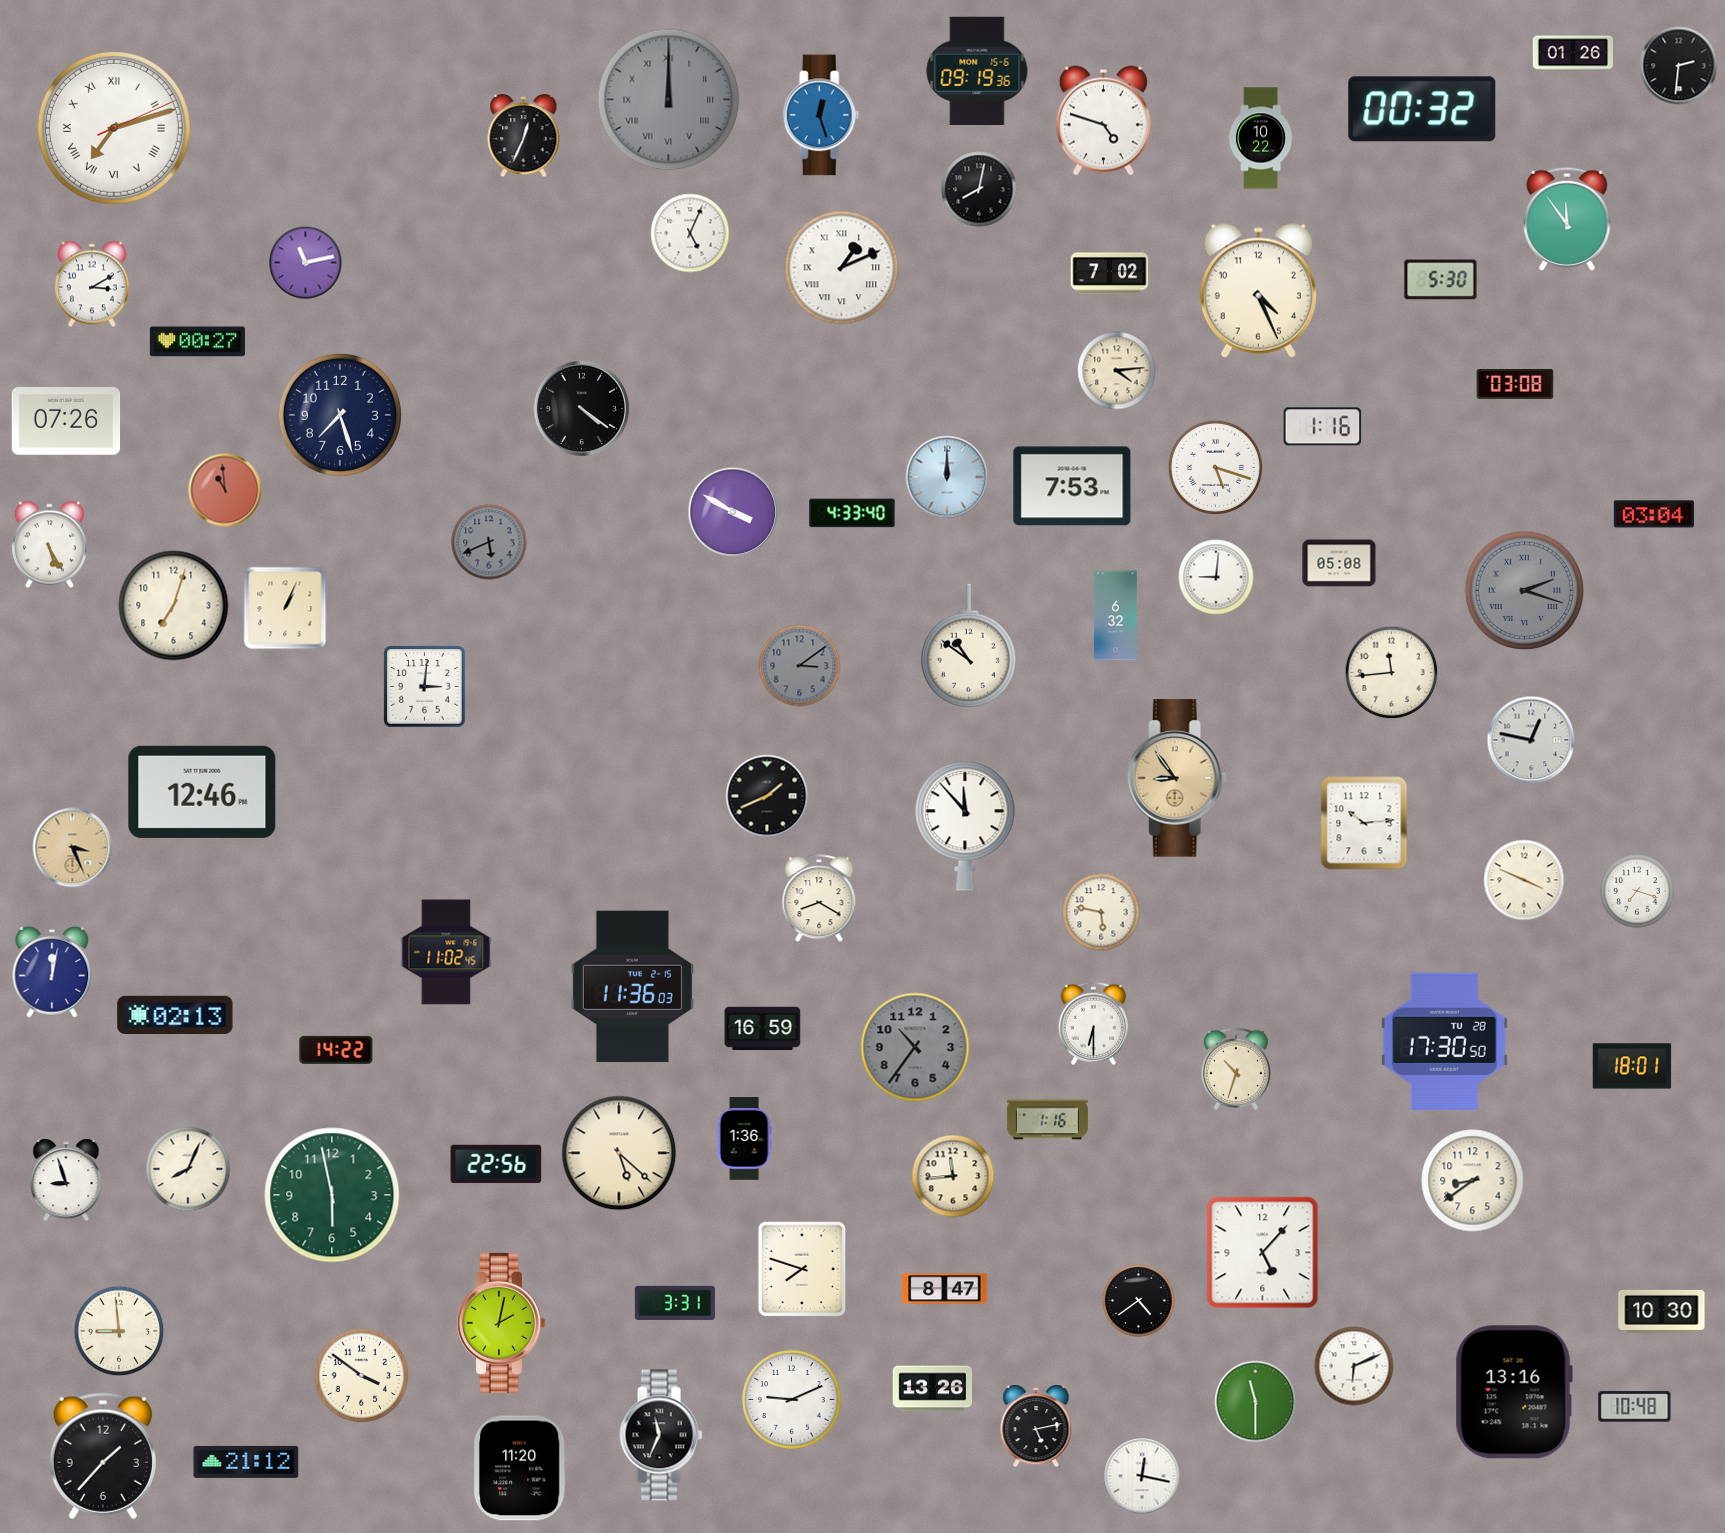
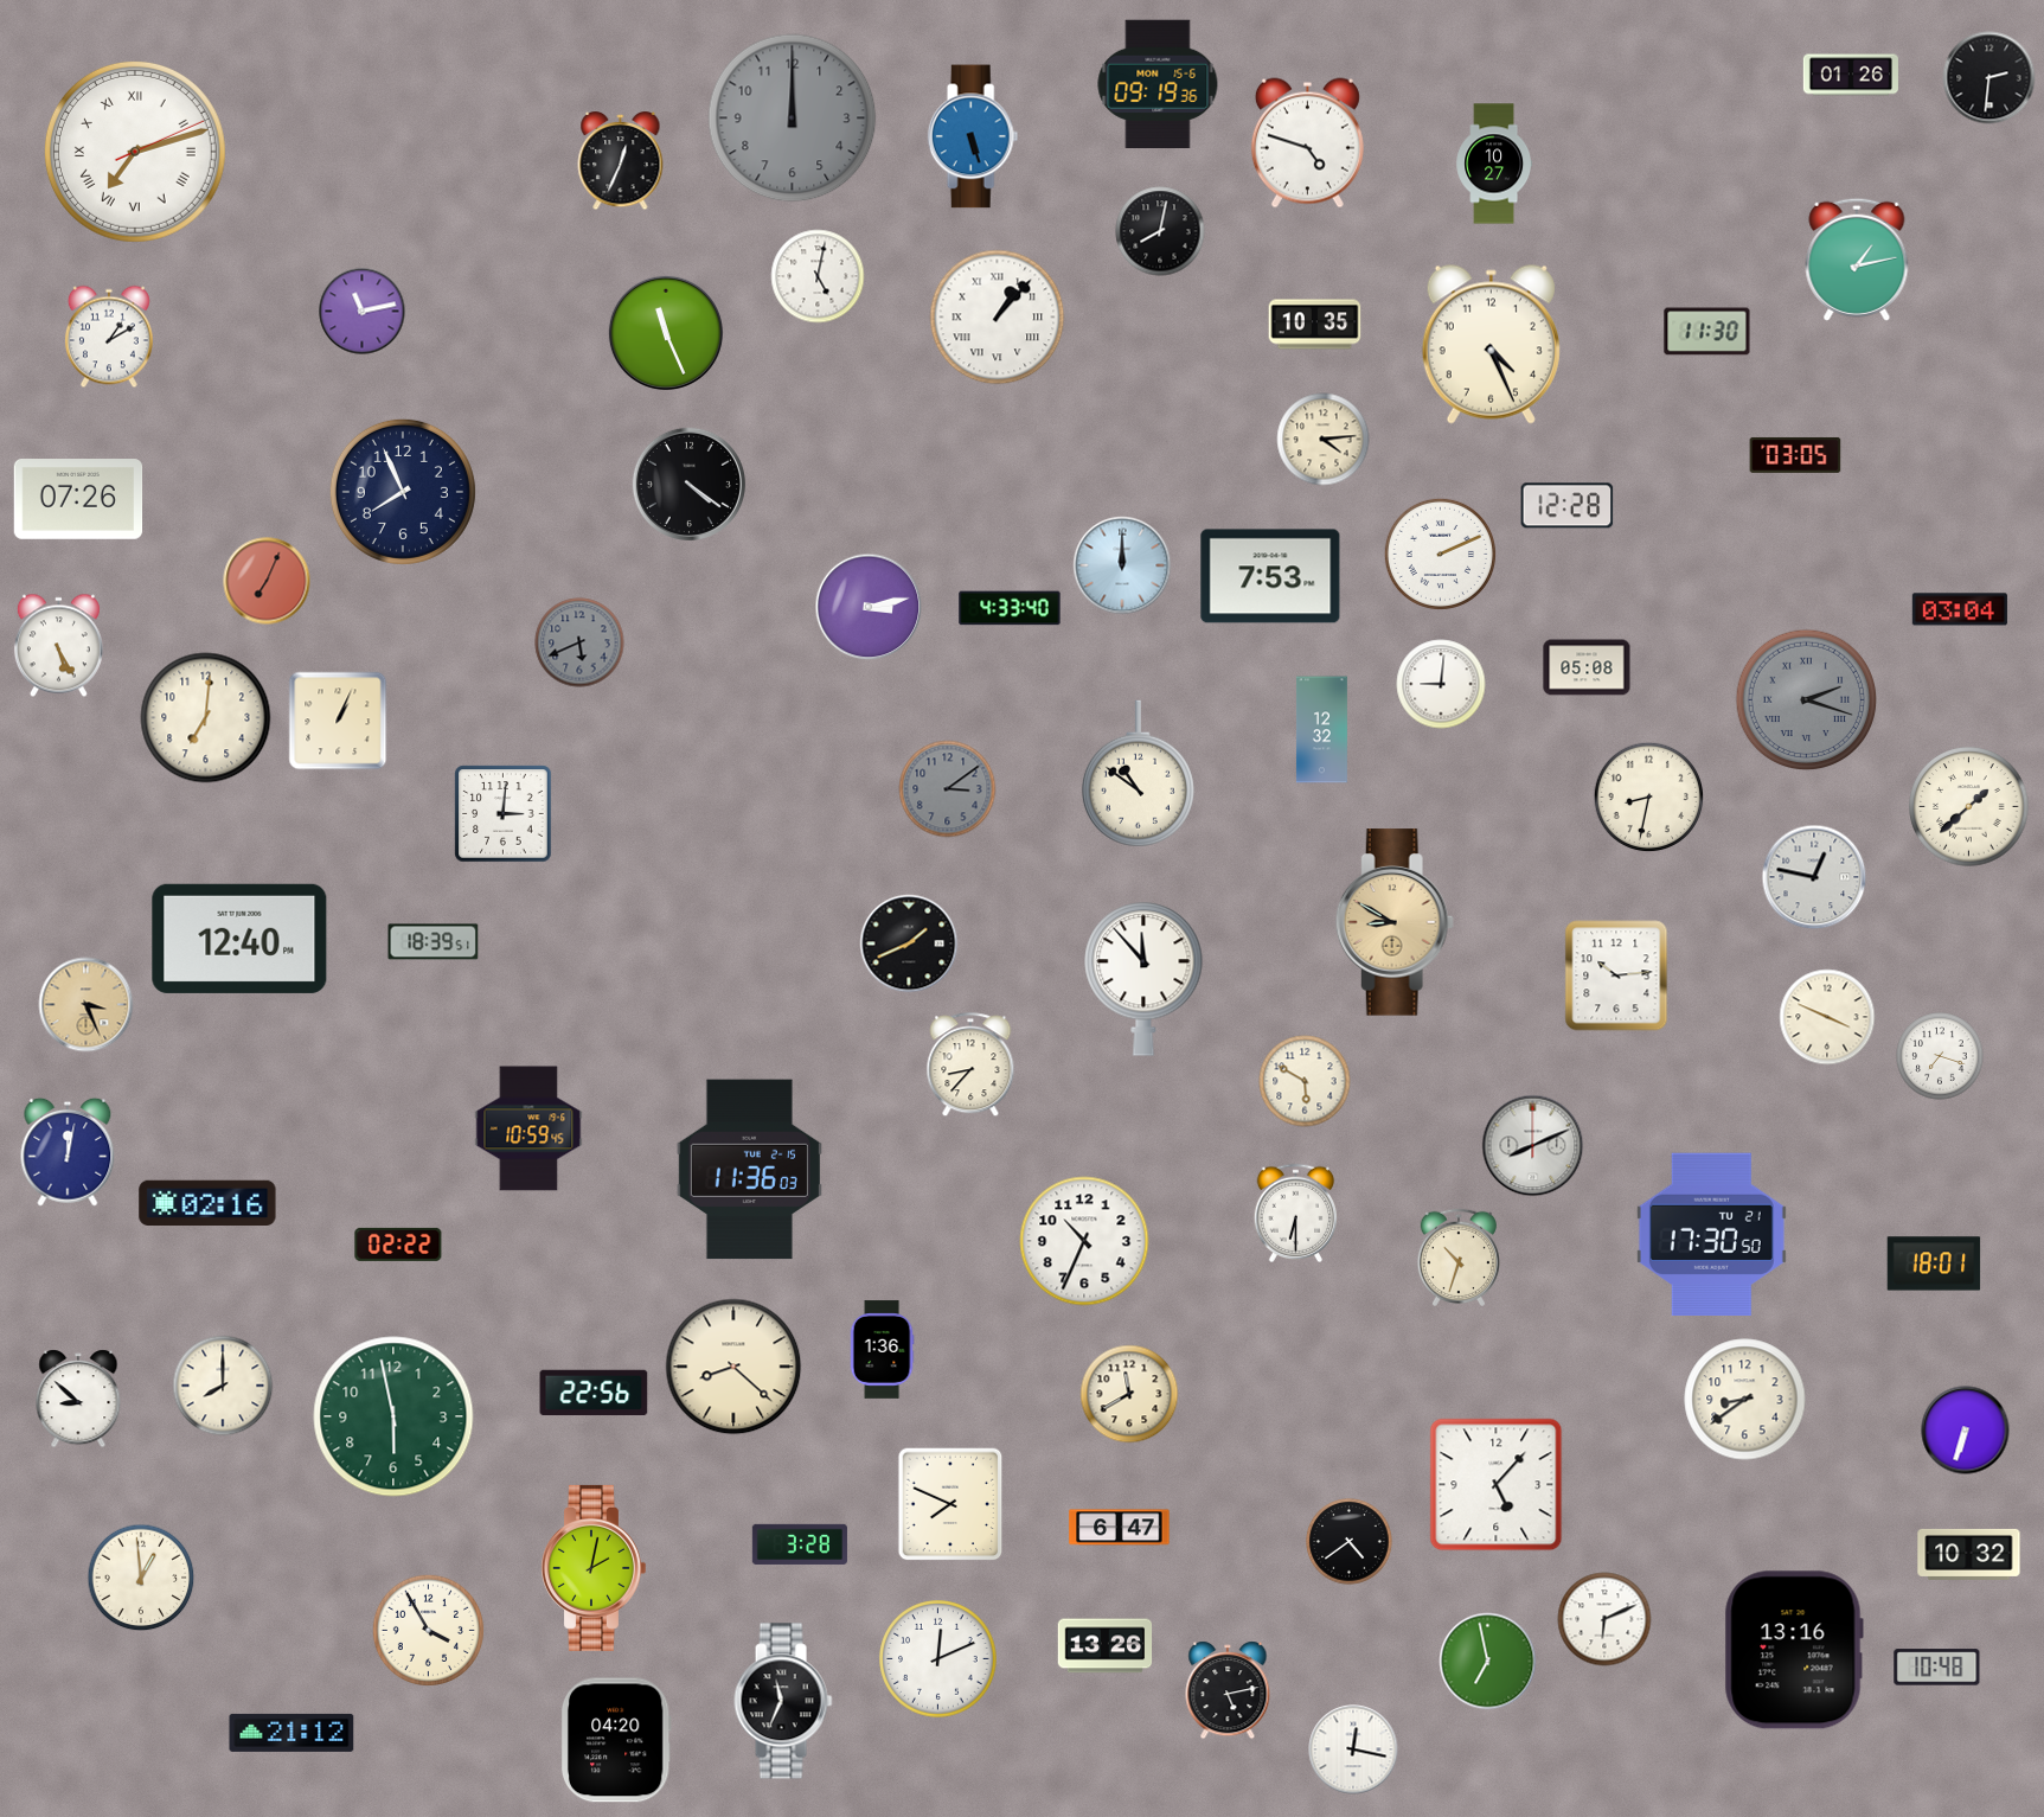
clock at (1573, 53) position: (1573, 53) -> (1851, 75)
clock at (669, 100) numerals: Roman -> Arabic
clock at (1422, 109): 00:32 -> none
clock at (821, 115): 12:27 -> 5:27
clock at (1261, 138): 10:22 -> 10:27
clock at (979, 189) position: (979, 189) -> (1160, 231)
clock at (1567, 219): 11:54 -> 1:13
clock at (690, 233): 5:04 -> 5:02
clock at (842, 268): 1:11 -> 1:07
clock at (1110, 274): 7:02 -> 10:35
clock at (1441, 280): 5:30 -> 11:30
clock at (666, 333): none -> 11:26
clock at (92, 284): 3:10 -> 1:10
clock at (197, 342): 00:27 -> none
clock at (1515, 384): 03:08 -> 03:05
clock at (340, 415): 7:27 -> 7:56
clock at (1323, 427): 1:16 -> 12:28
clock at (1215, 467): 5:18 -> 2:11
clock at (225, 490): 10:59 -> 7:04
clock at (733, 512): 3:50 -> 3:13
clock at (174, 606): 7:03 -> 7:01
clock at (1115, 616): 6:32 -> 12:32
clock at (968, 646) position: (968, 646) -> (1138, 774)
clock at (1392, 673): 11:44 -> 8:32
clock at (1969, 807): none -> 1:38
clock at (1177, 778): 8:54 -> 8:50
clock at (202, 792): 12:46 -> 12:40
clock at (434, 942): none -> 18:39
clock at (1524, 880) position: (1524, 880) -> (1827, 1017)
clock at (819, 899): 8:20 -> 8:37
clock at (1101, 912): 5:47 -> 5:50
clock at (446, 952): 11:02 -> 10:59
clock at (1533, 1146): none -> 8:11
clock at (52, 972) position: (52, 972) -> (68, 1152)
clock at (175, 1015): 02:13 -> 02:16
clock at (763, 1029): 16:59 -> none
clock at (1444, 1041) date: TU 28 -> TU 21
clock at (915, 1047): 10:36 -> 10:34
clock at (915, 1047) dial: grey -> white
clock at (336, 1050): 14:22 -> 02:22
clock at (1235, 1069) position: (1235, 1069) -> (1457, 1258)
clock at (1047, 1120): 1:16 -> none
clock at (619, 1153): 5:22 -> 8:22
clock at (496, 1164) position: (496, 1164) -> (594, 1393)
clock at (188, 1169): 8:04 -> 8:00
clock at (953, 1176): 11:44 -> 11:40
clock at (66, 1180): 8:57 -> 8:52
clock at (1966, 1431): none -> 6:33
clock at (802, 1269): 7:48 -> 7:49
clock at (945, 1289): 8:47 -> 6:47
clock at (675, 1303): 3:31 -> 3:28
clock at (1662, 1311): 10:30 -> 10:32
clock at (119, 1331): 8:59 -> 12:59
clock at (361, 1375): 3:51 -> 3:55
clock at (792, 1400): 9:11 -> 12:11
clock at (1256, 1402): 11:30 -> 6:58
clock at (103, 1456): 1:37 -> none
clock at (520, 1468): 11:20 -> 04:20
